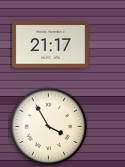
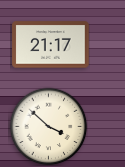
clock at (48, 126): 3:55 -> 3:52
